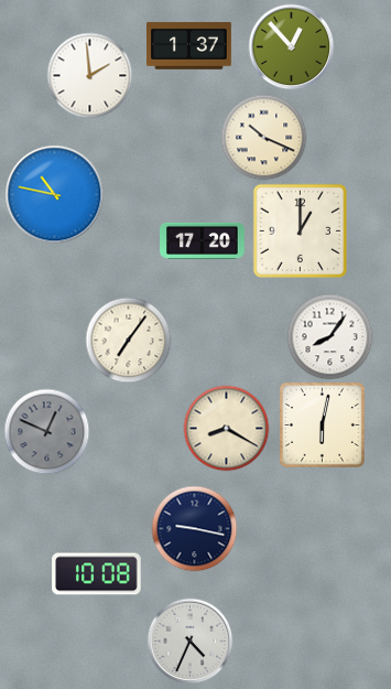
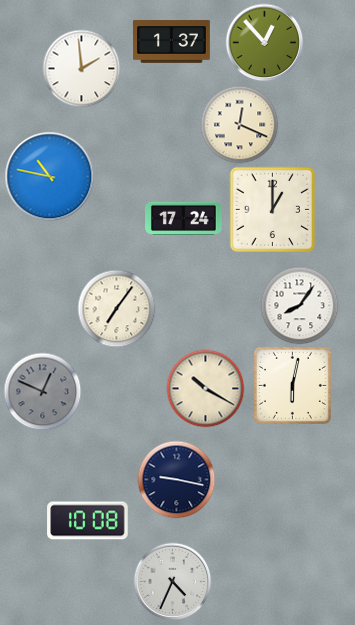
clock at (263, 137): 10:19 -> 12:19
clock at (203, 240): 17:20 -> 17:24
clock at (226, 428): 8:20 -> 10:20
